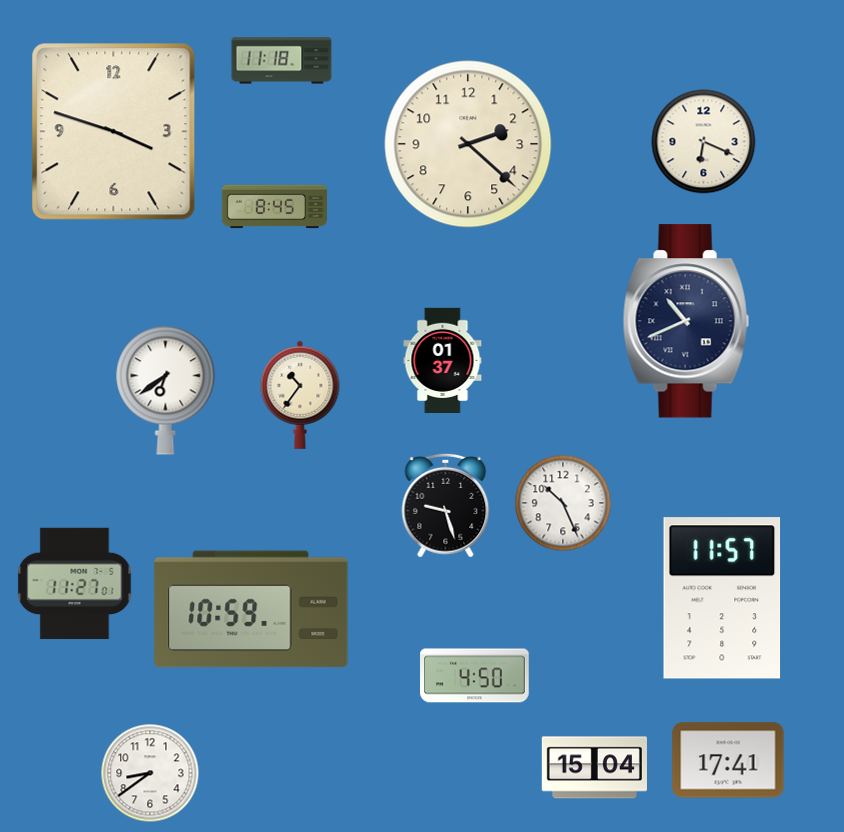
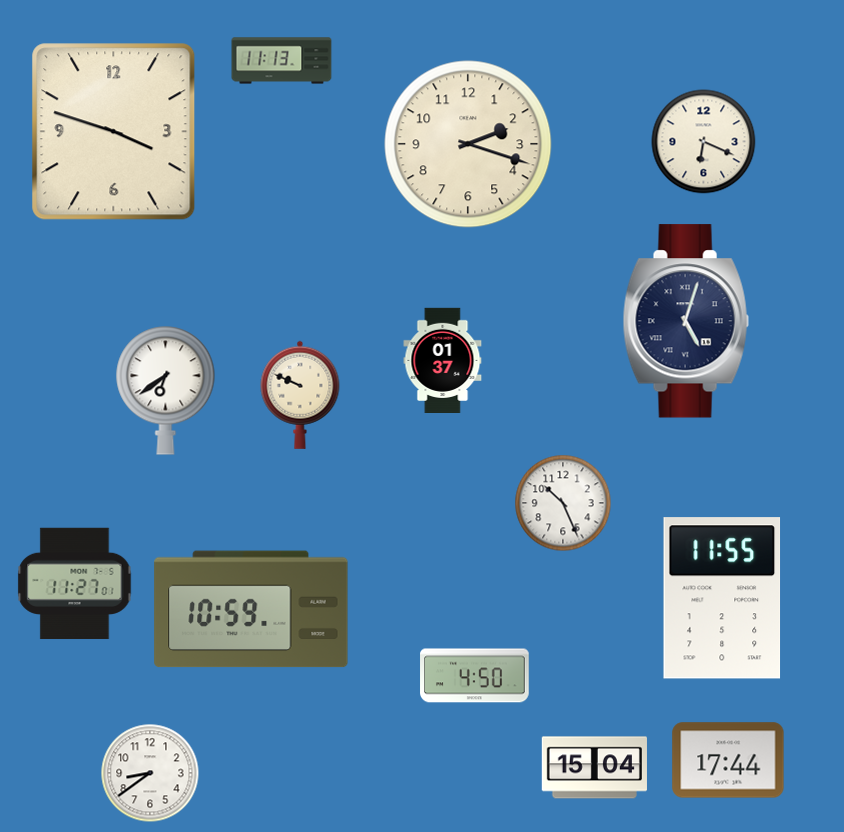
clock at (282, 61): 11:18 -> 11:13
clock at (468, 144): 2:22 -> 2:18
clock at (274, 207): 8:45 -> none
clock at (686, 321): 10:41 -> 5:03
clock at (300, 395): 10:36 -> 9:49
clock at (446, 505): 9:27 -> none
clock at (722, 598): 11:57 -> 11:55
clock at (728, 760): 17:41 -> 17:44
